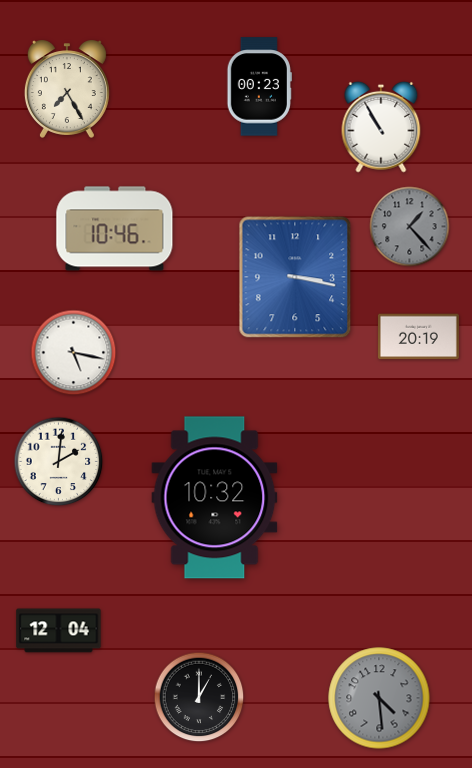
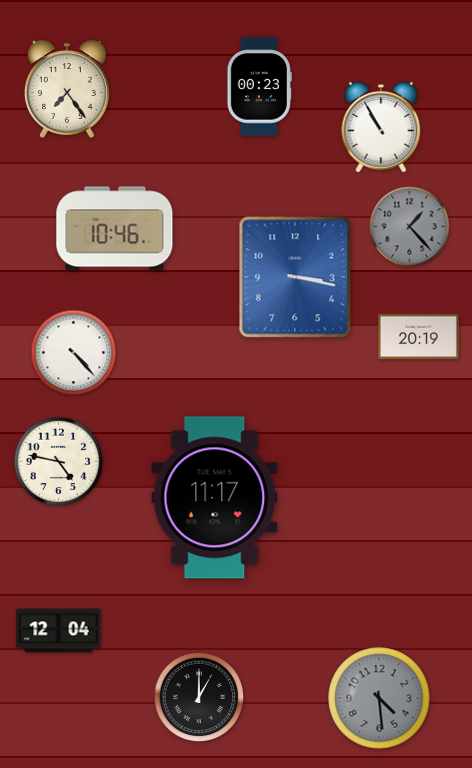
clock at (67, 89): 7:25 -> 7:24
clock at (74, 353): 5:17 -> 4:23
clock at (59, 462): 2:01 -> 4:47
clock at (215, 498): 10:32 -> 11:17
